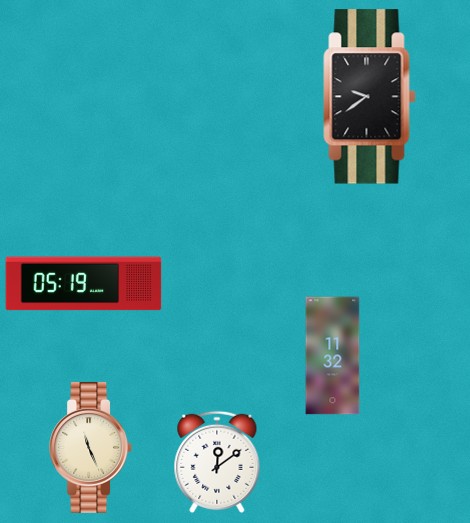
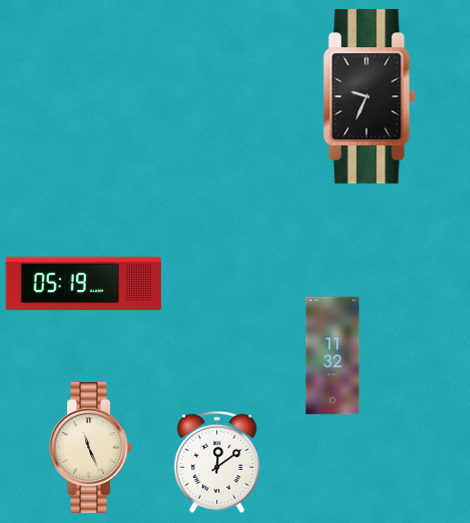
clock at (370, 97): 9:39 -> 9:34
